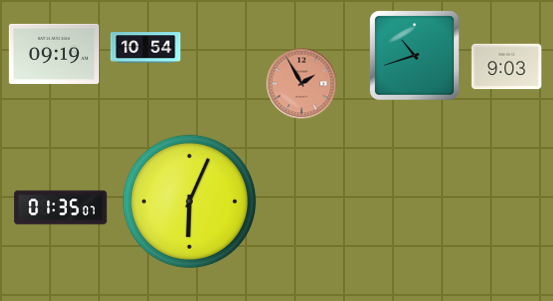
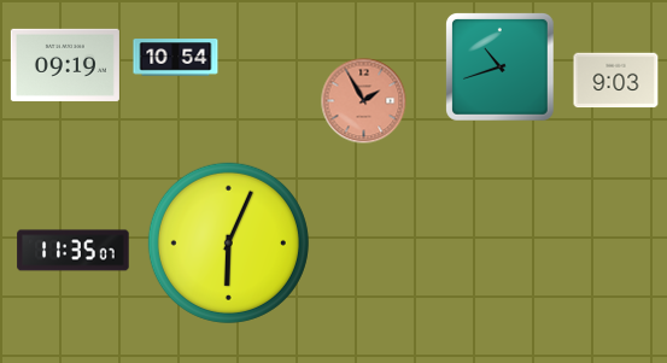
clock at (507, 67) position: (507, 67) -> (616, 81)
clock at (61, 208): 01:35 -> 11:35
